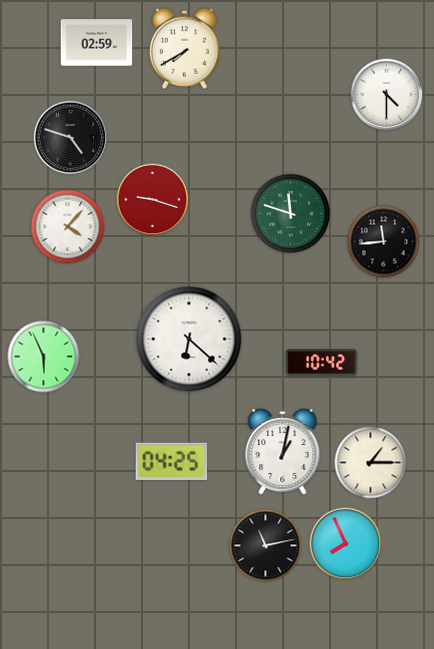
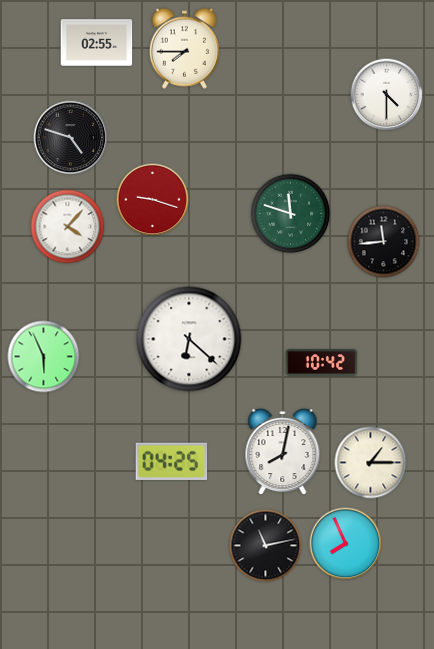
clock at (97, 43): 02:59 -> 02:55
clock at (184, 48): 7:40 -> 7:45
clock at (283, 452): 1:02 -> 8:02
